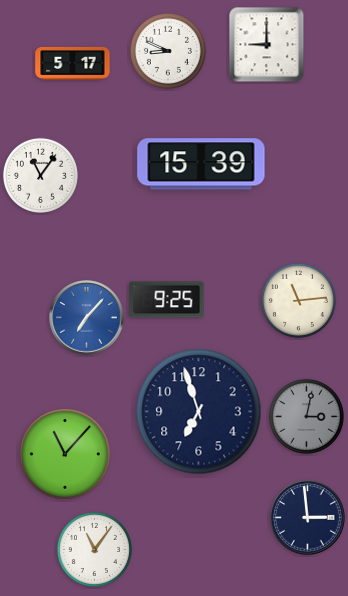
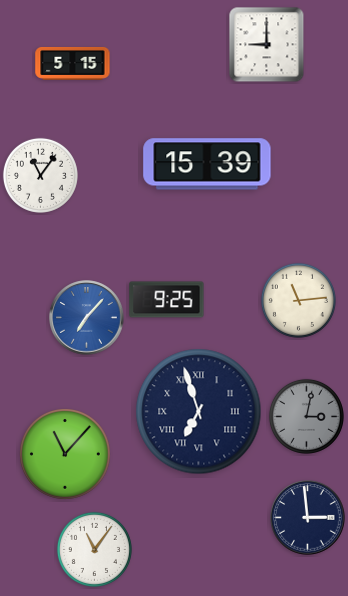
clock at (168, 51): 8:49 -> none
clock at (73, 63): 5:17 -> 5:15
clock at (201, 164) position: (201, 164) -> (207, 164)
clock at (199, 412) numerals: Arabic -> Roman
